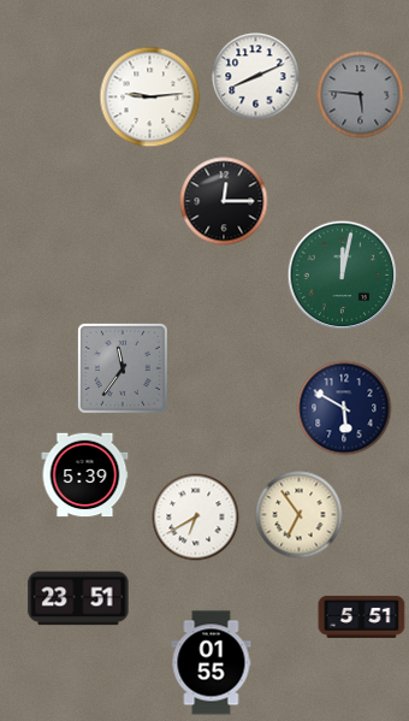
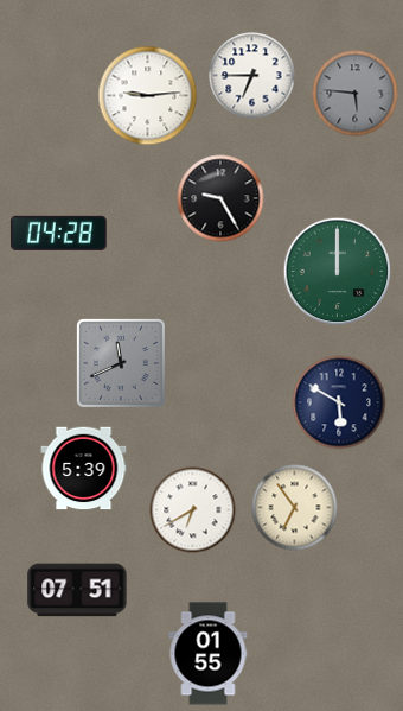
clock at (256, 77): 8:11 -> 6:45
clock at (224, 201): 12:15 -> 9:25
clock at (59, 233): none -> 04:28
clock at (343, 276): 12:02 -> 12:00
clock at (123, 368): 11:36 -> 11:41
clock at (78, 598): 23:51 -> 07:51
clock at (362, 616): 5:51 -> none
